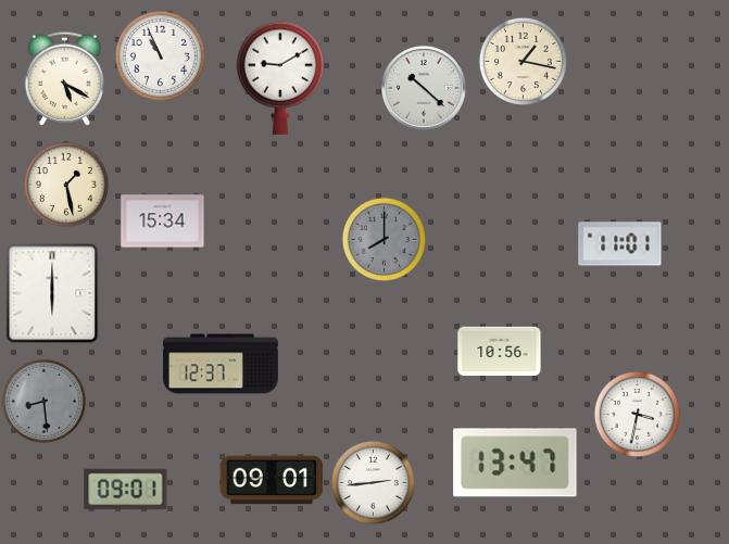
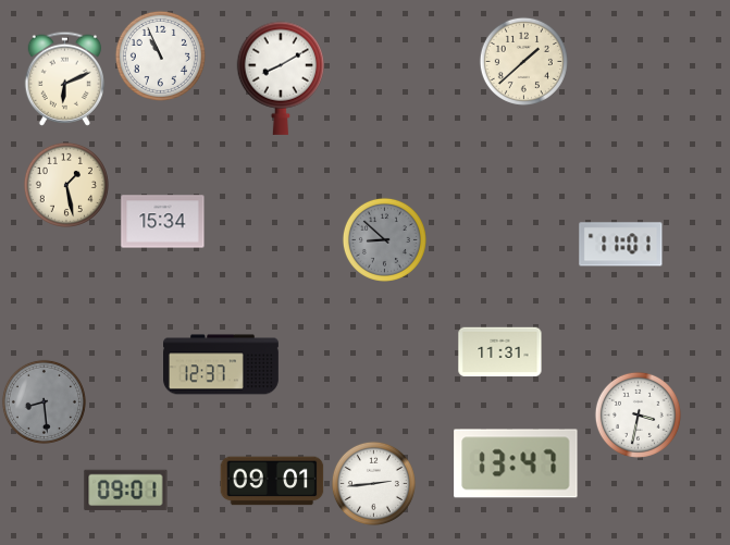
clock at (523, 61): 1:17 -> 1:38
clock at (64, 78): 5:20 -> 6:11
clock at (280, 78): 9:10 -> 8:10
clock at (425, 89): 10:22 -> none
clock at (384, 239): 8:00 -> 8:52
clock at (52, 293): 6:00 -> none
clock at (500, 352): 10:56 -> 11:31
